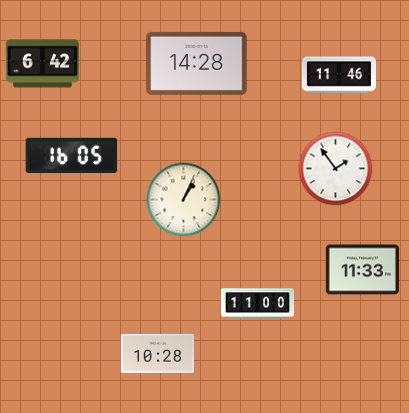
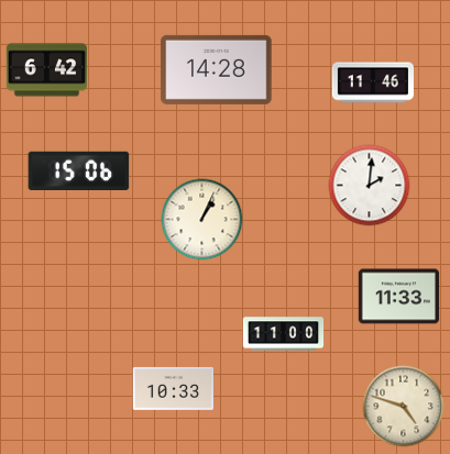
clock at (72, 155): 16:05 -> 15:06
clock at (336, 169): 1:54 -> 2:01
clock at (157, 353): 10:28 -> 10:33
clock at (404, 407): none -> 4:48
